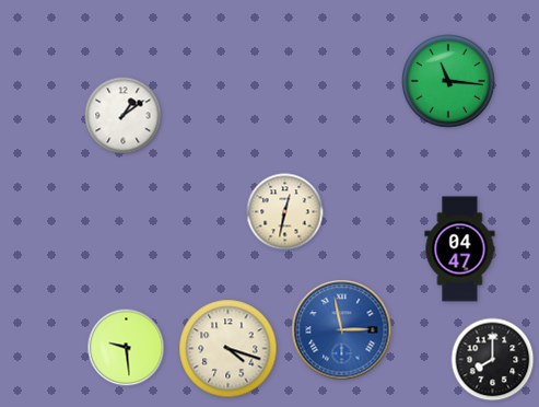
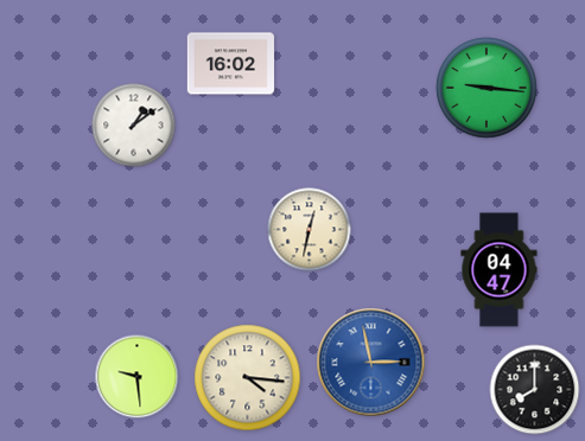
clock at (231, 64): none -> 16:02
clock at (449, 82): 11:16 -> 9:16
clock at (342, 330) position: (342, 330) -> (371, 363)
clock at (229, 349): 4:18 -> 4:16
